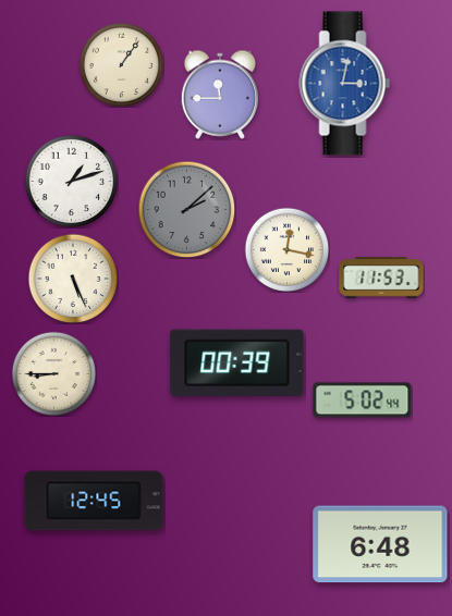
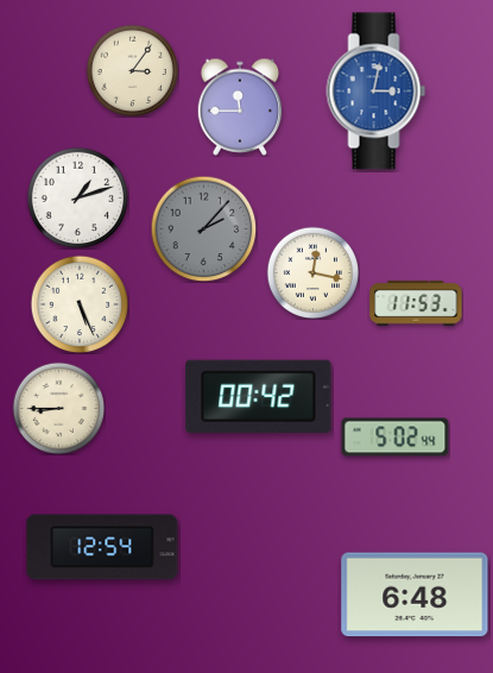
clock at (121, 64): 1:06 -> 3:06
clock at (220, 95) position: (220, 95) -> (240, 107)
clock at (186, 209): 2:08 -> 2:07
clock at (237, 362): 00:39 -> 00:42
clock at (94, 501): 12:45 -> 12:54
